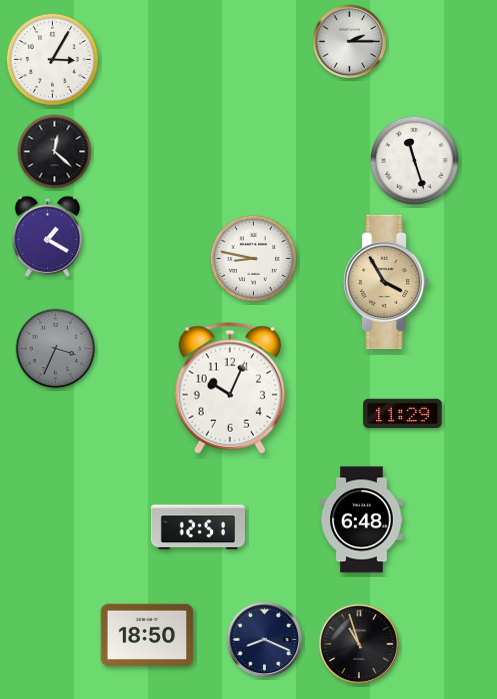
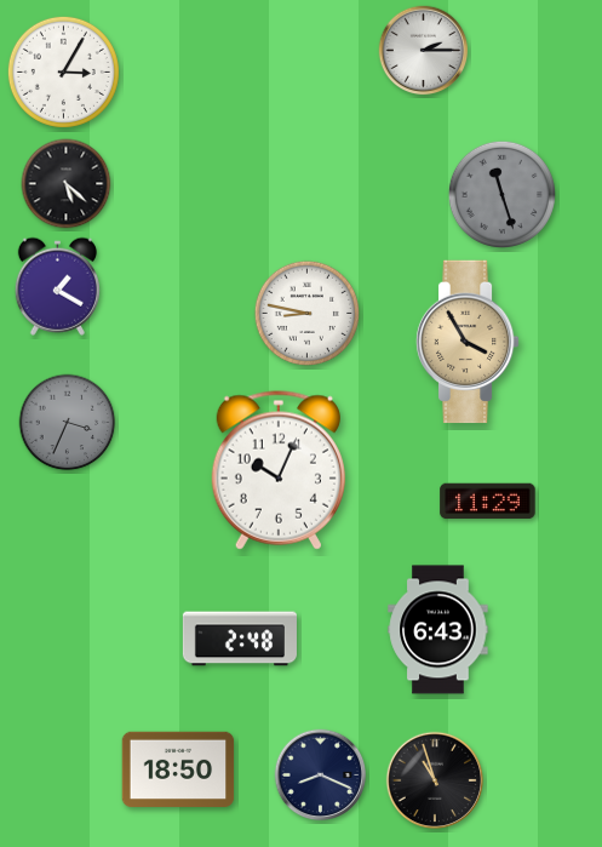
clock at (55, 152): 12:22 -> 5:22
clock at (414, 160) dial: white -> grey
clock at (362, 520): 6:48 -> 6:43
clock at (198, 527): 12:51 -> 2:48
